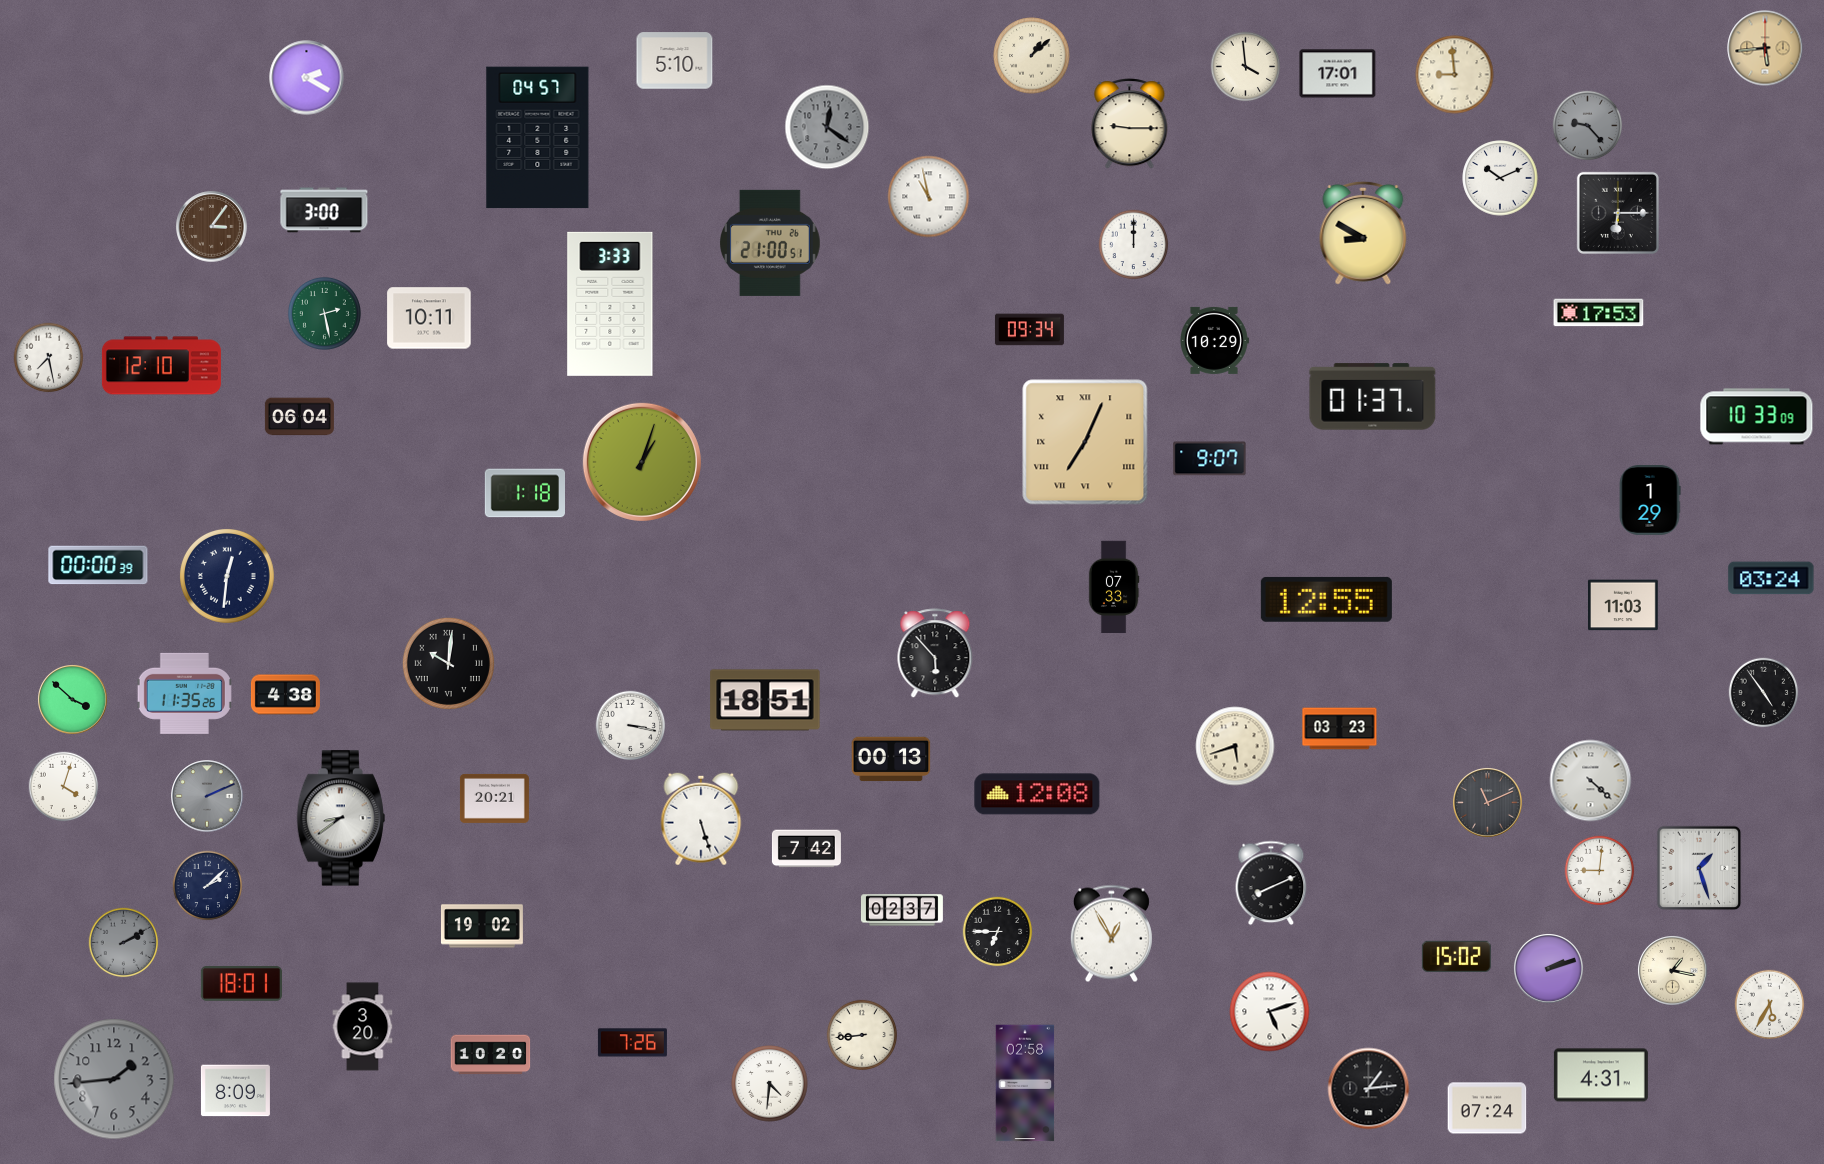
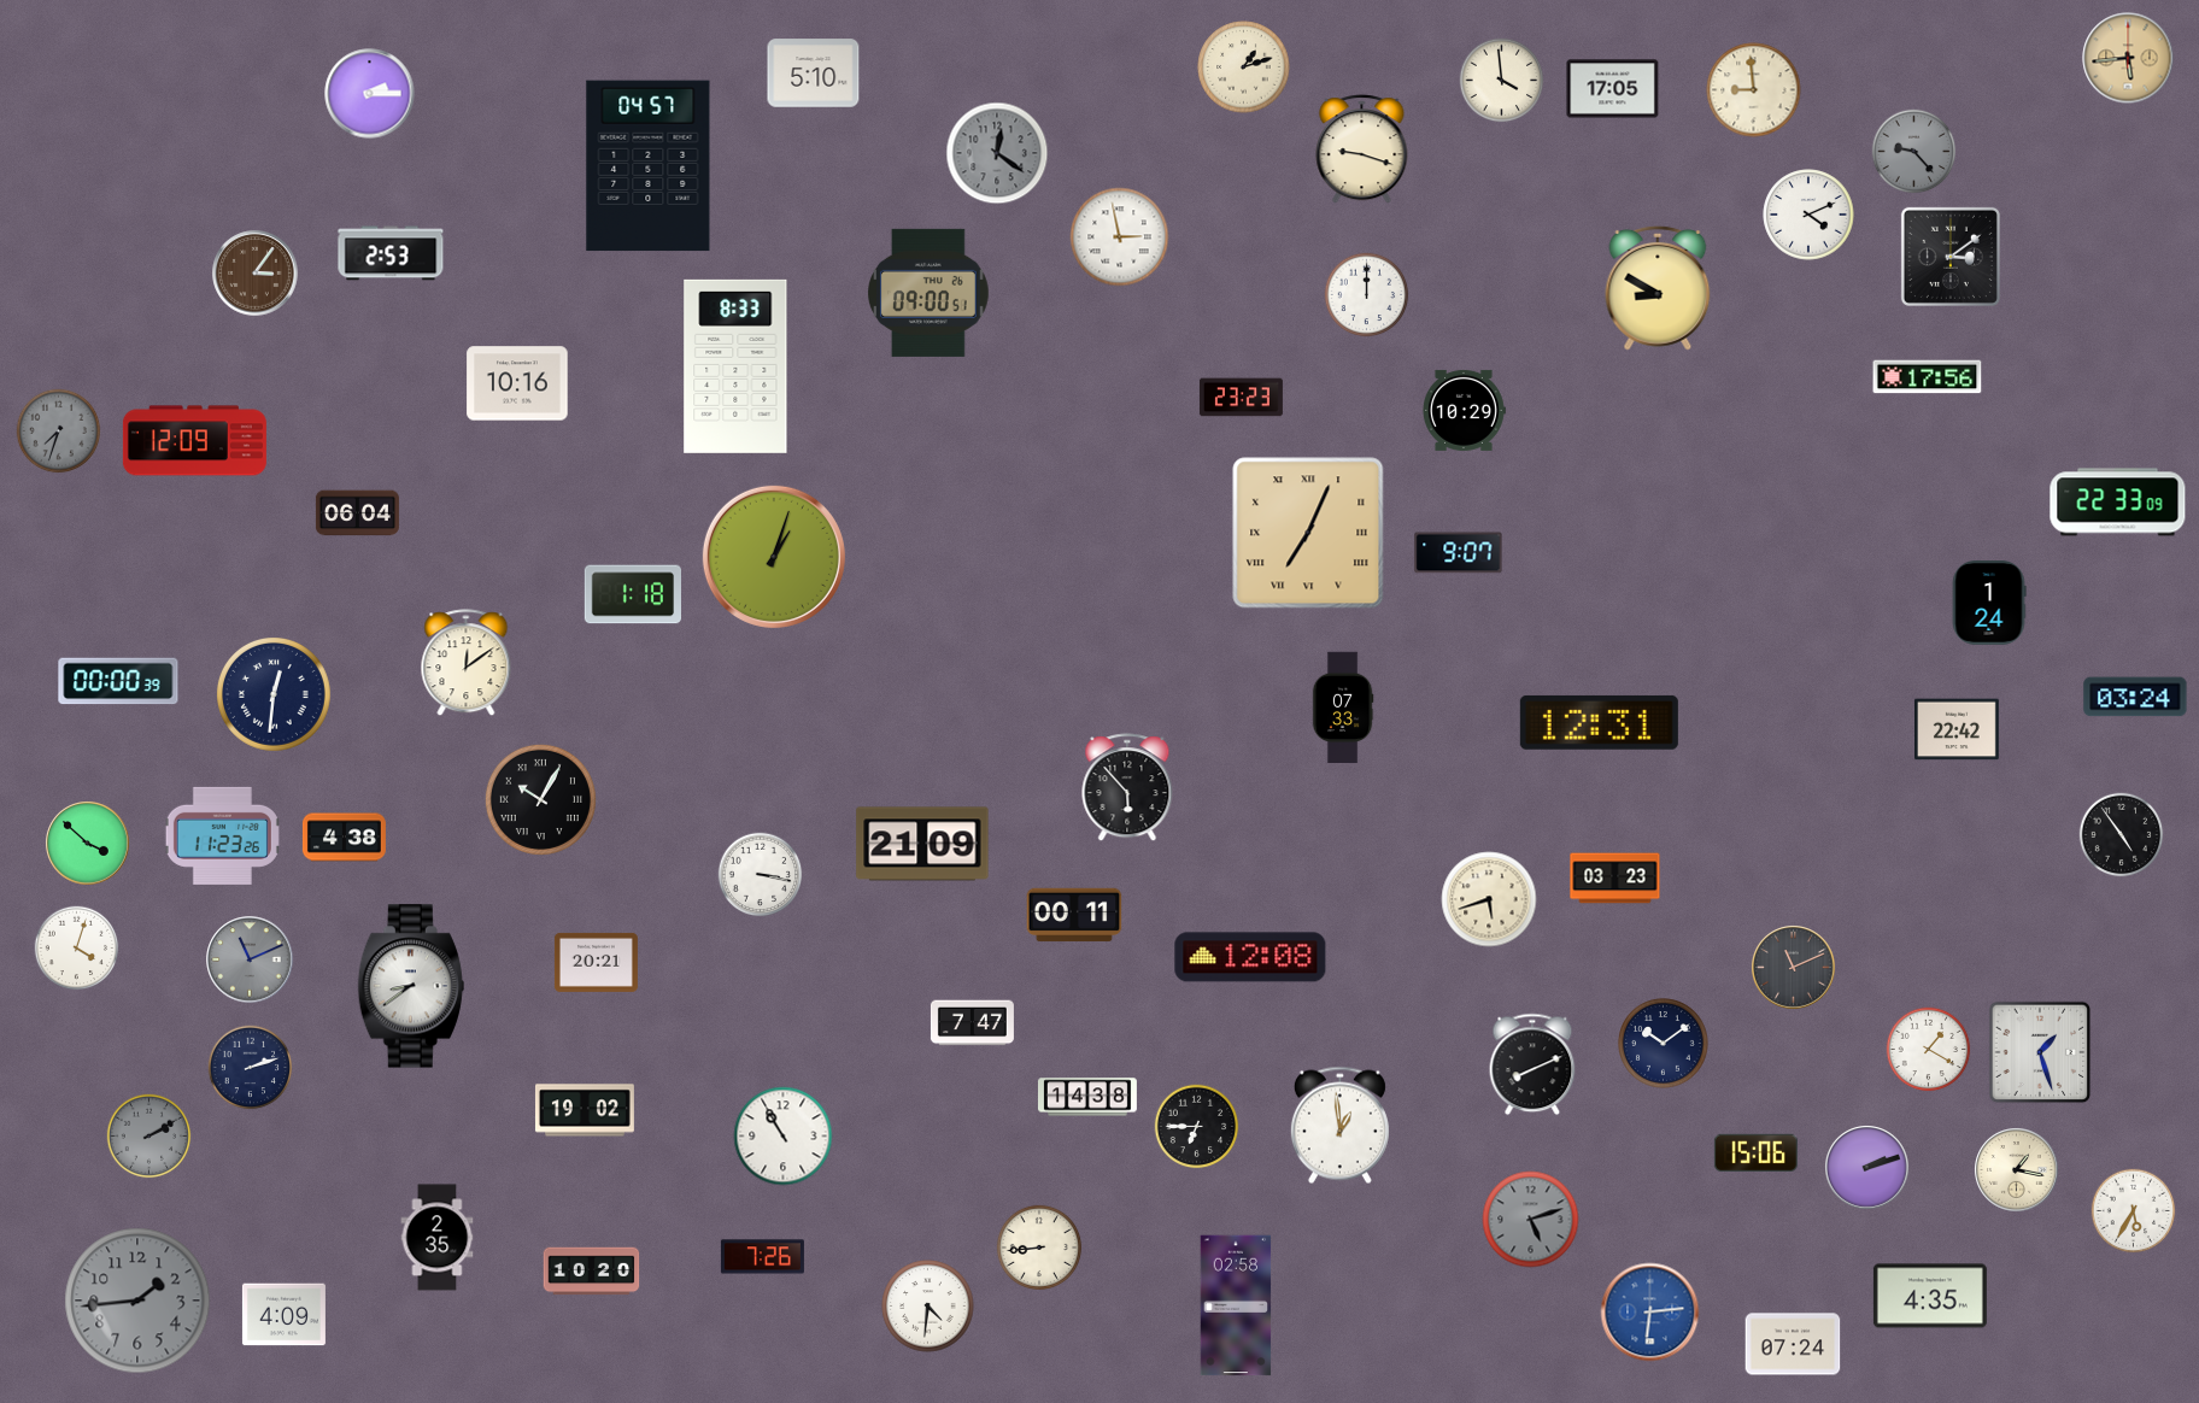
clock at (1032, 56): 1:08 -> 1:12
clock at (1338, 74): 17:01 -> 17:05
clock at (307, 78): 2:20 -> 2:15
clock at (1130, 124): 9:15 -> 9:18
clock at (1500, 178): 10:11 -> 4:11
clock at (929, 197): 10:58 -> 2:58
clock at (324, 210): 3:00 -> 2:53
clock at (1618, 213): 6:15 -> 3:09
clock at (1363, 233) position: (1363, 233) -> (1658, 288)
clock at (771, 243): 21:00 -> 09:00
clock at (610, 304): 3:33 -> 8:33
clock at (324, 313): 2:28 -> none
clock at (1599, 313): 17:53 -> 17:56
clock at (429, 318): 10:11 -> 10:16
clock at (1029, 330): 09:34 -> 23:23
clock at (49, 358): 7:28 -> 7:33
clock at (49, 358) dial: white -> grey
clock at (161, 366): 12:10 -> 12:09
clock at (1373, 397): 01:37 -> none
clock at (299, 417) position: (299, 417) -> (357, 513)
clock at (1757, 417): 10:33 -> 22:33
clock at (1650, 501): 1:29 -> 1:24
clock at (467, 663): none -> 12:09
clock at (1326, 599): 12:55 -> 12:31
clock at (1624, 605): 11:03 -> 22:42
clock at (448, 663): 10:01 -> 10:05
clock at (184, 693): 11:35 -> 11:23
clock at (1764, 693) position: (1764, 693) -> (2122, 835)
clock at (765, 700): 18:51 -> 21:09
clock at (891, 759): 00:13 -> 00:11
clock at (1591, 781): 4:22 -> none
clock at (207, 796): 2:11 -> 11:11
clock at (701, 819): 5:27 -> none
clock at (806, 849): 7:42 -> 7:47
clock at (1664, 1044): none -> 10:09
clock at (1699, 868) position: (1699, 868) -> (2040, 1052)
clock at (1600, 871): 9:01 -> 1:20
clock at (208, 886): 2:08 -> 2:12
clock at (902, 910): 02:37 -> 14:38
clock at (482, 926) position: (482, 926) -> (585, 1110)
clock at (998, 932) position: (998, 932) -> (1197, 1127)
clock at (1111, 934): 12:55 -> 12:59
clock at (784, 1137): none -> 10:55
clock at (1456, 956): 15:02 -> 15:06
clock at (241, 984): 18:01 -> none
clock at (1270, 1012) dial: white -> grey
clock at (363, 1027): 3:20 -> 2:35
clock at (1601, 1075): 4:31 -> 4:35
clock at (1369, 1089): 1:14 -> 6:14
clock at (1369, 1089) dial: black -> blue
clock at (235, 1091): 8:09 -> 4:09
clock at (1487, 1108) position: (1487, 1108) -> (1793, 1344)
